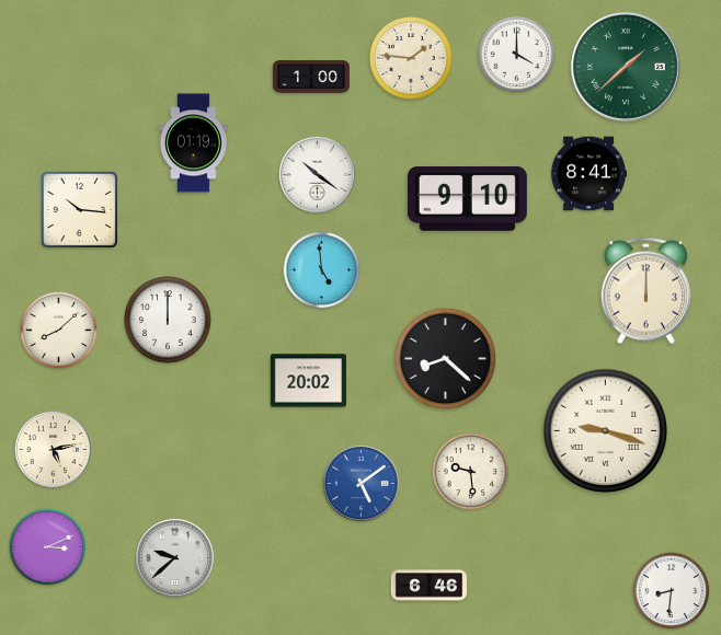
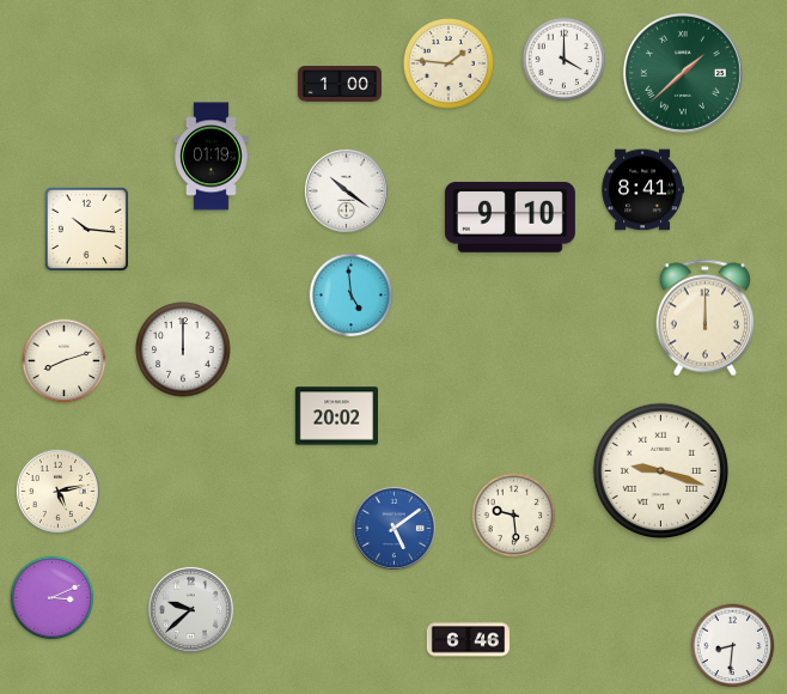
clock at (59, 331): 8:08 -> 8:12
clock at (446, 359): 8:22 -> none
